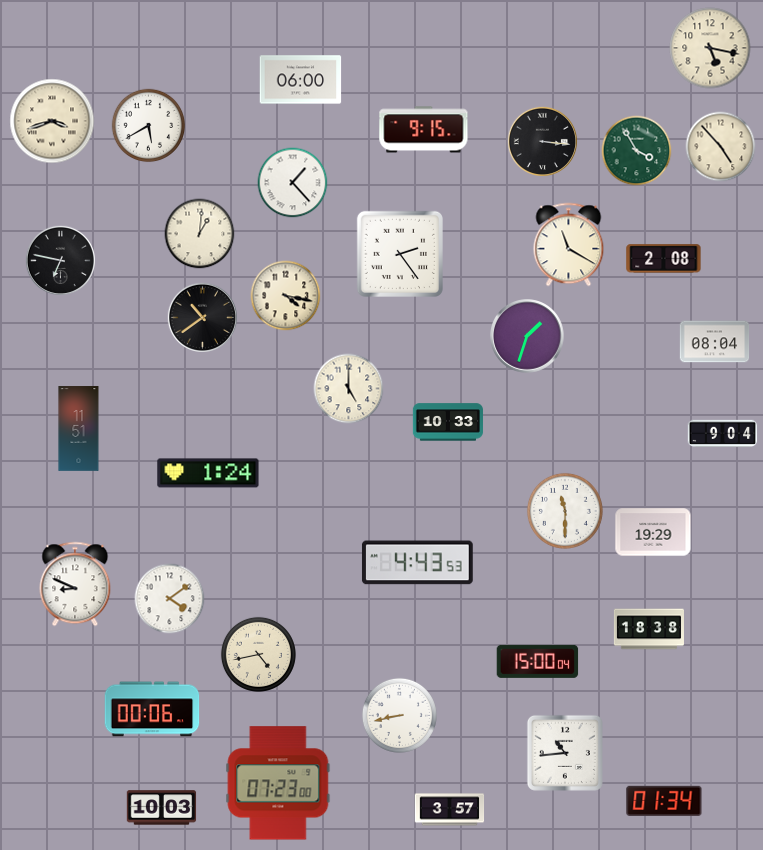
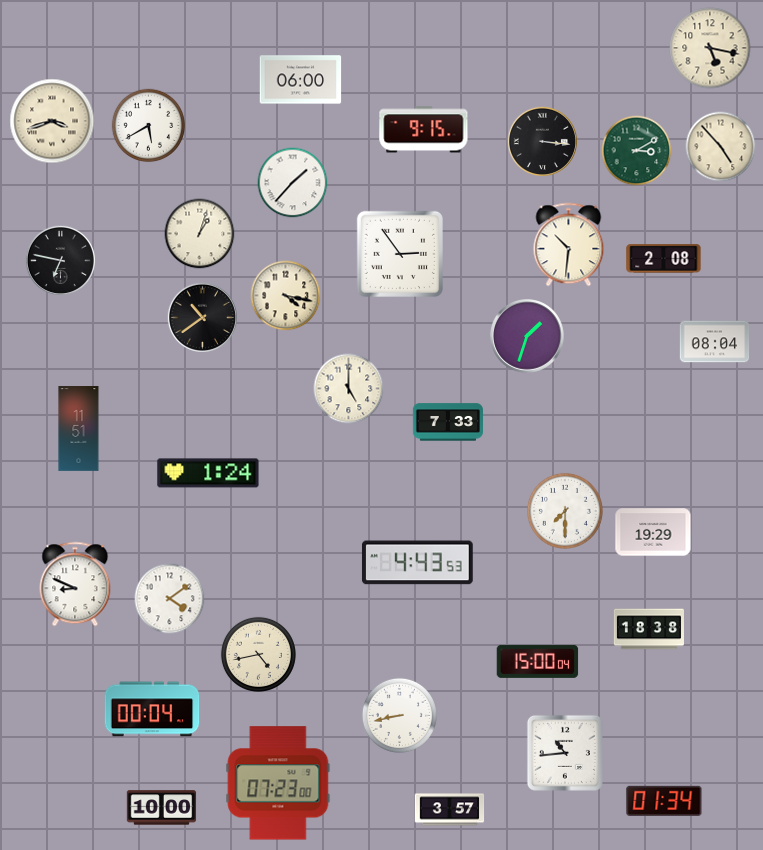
clock at (637, 151): 3:55 -> 3:10
clock at (293, 183): 1:23 -> 1:37
clock at (200, 234): 1:01 -> 1:03
clock at (569, 245): 11:20 -> 10:31
clock at (400, 254): 2:24 -> 2:54
clock at (448, 422): 10:33 -> 7:33
clock at (723, 434): 9:04 -> none
clock at (565, 511): 11:30 -> 7:30
clock at (152, 709): 00:06 -> 00:04
clock at (162, 808): 10:03 -> 10:00
